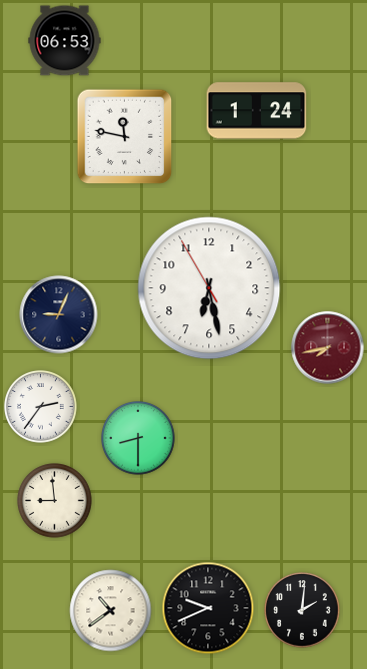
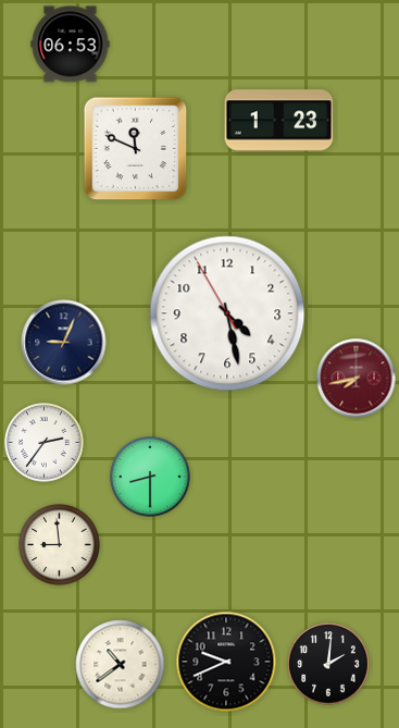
clock at (257, 111): 1:24 -> 1:23
clock at (125, 137): 11:47 -> 11:49
clock at (209, 288): 6:27 -> 4:27
